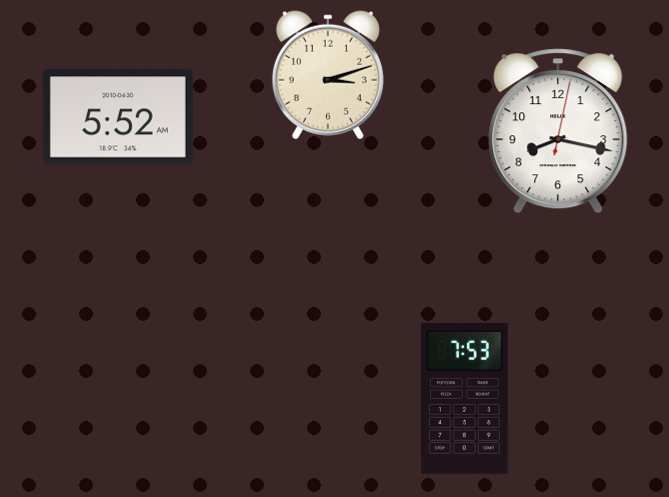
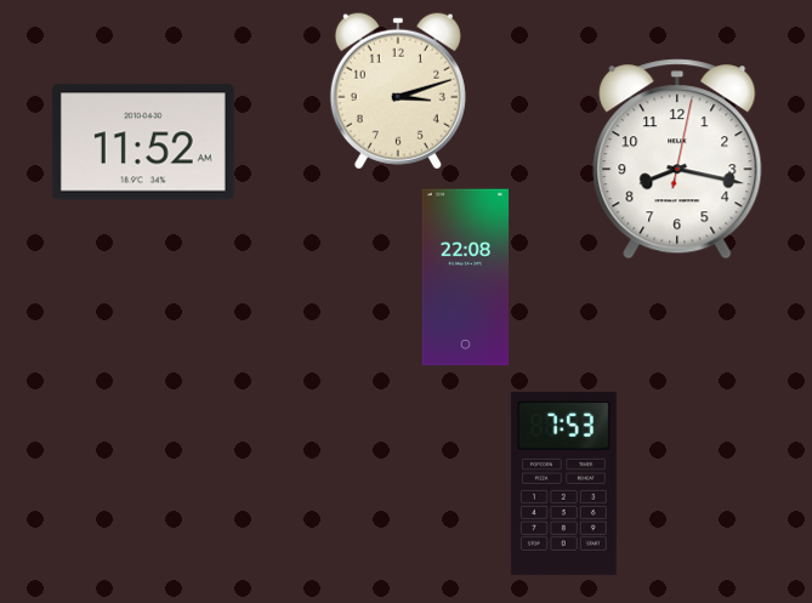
clock at (118, 117): 5:52 -> 11:52
clock at (466, 278): none -> 22:08
